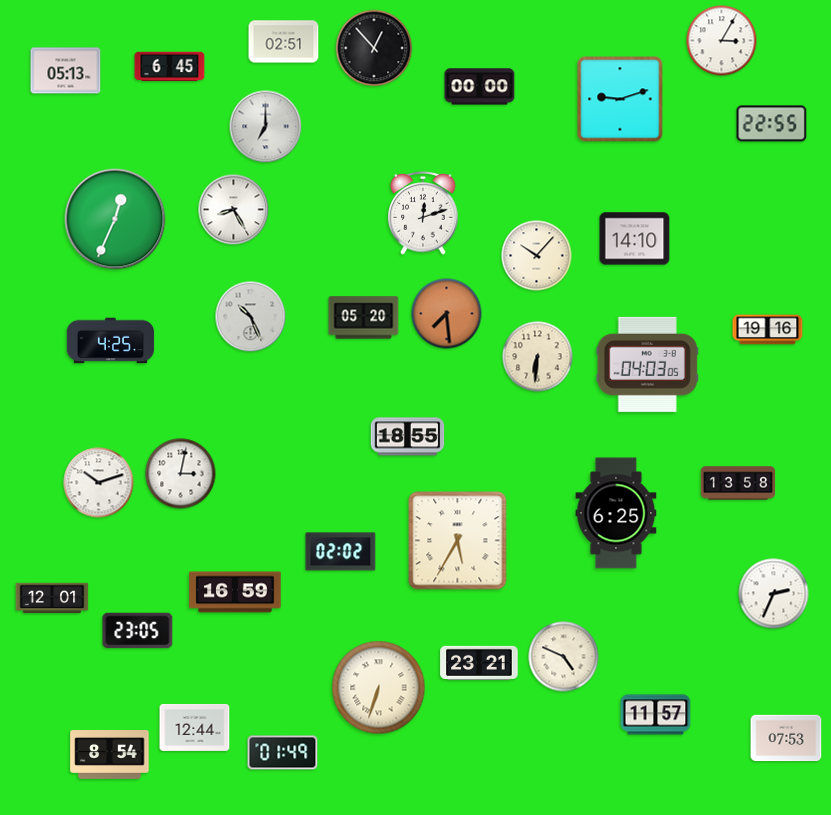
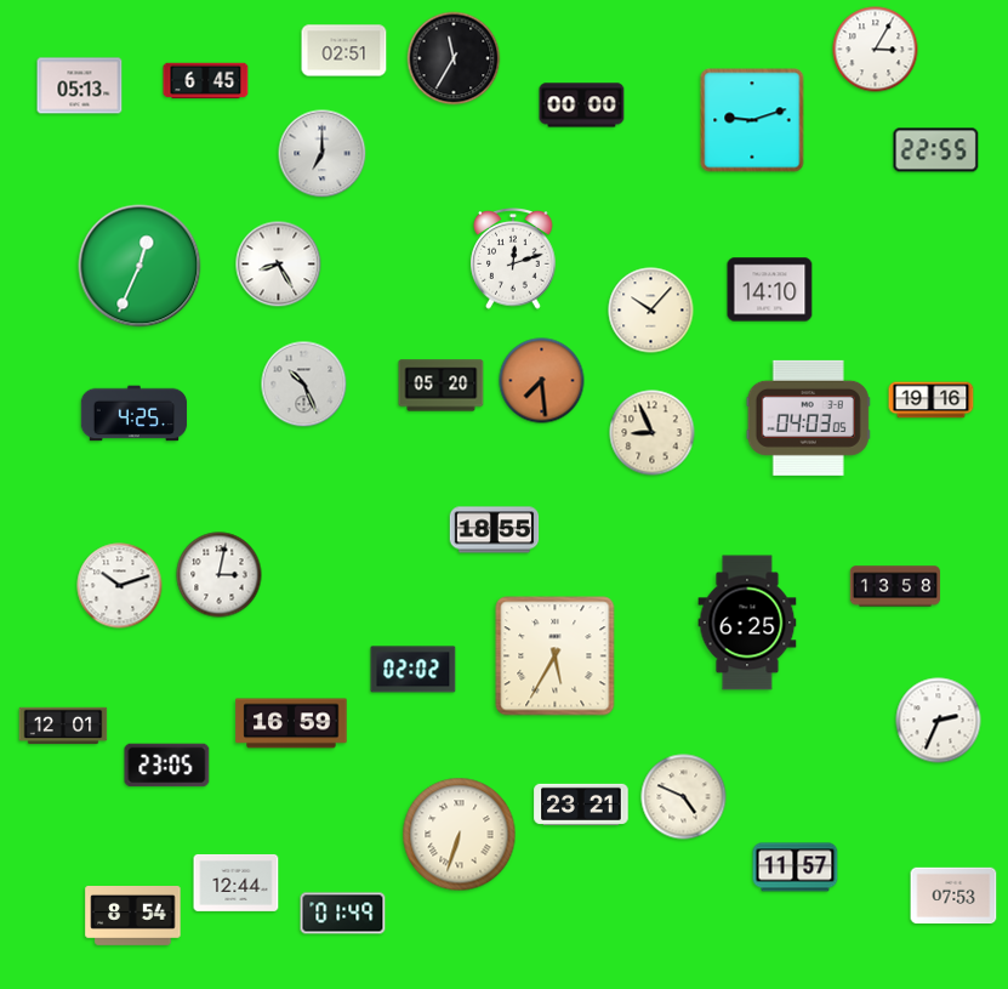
clock at (374, 48): 12:53 -> 11:35
clock at (234, 210) position: (234, 210) -> (279, 265)
clock at (538, 357): 6:31 -> 8:56
clock at (647, 364) position: (647, 364) -> (808, 417)
clock at (235, 592) position: (235, 592) -> (291, 723)
